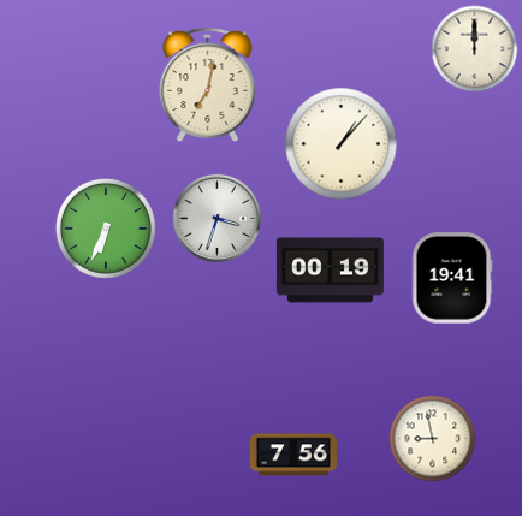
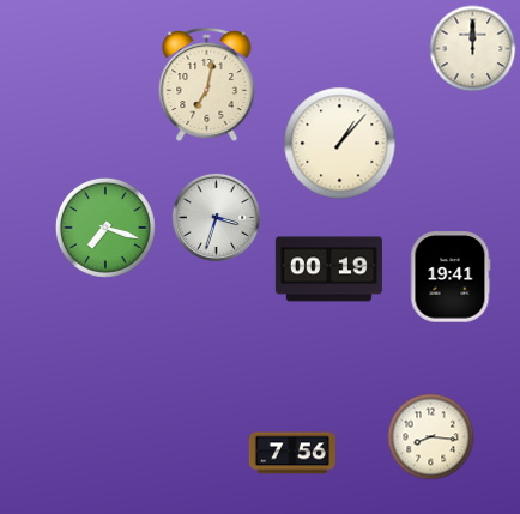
clock at (106, 229): 6:34 -> 7:18
clock at (433, 439): 8:58 -> 8:16
